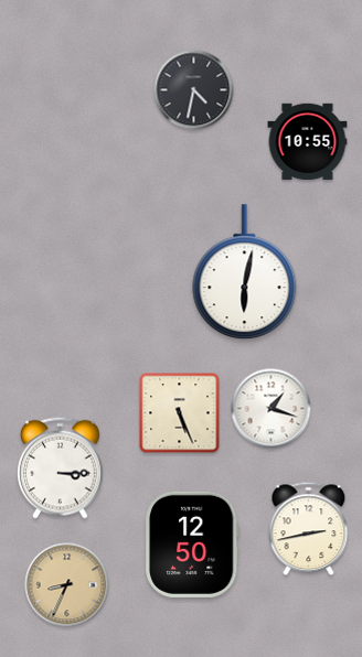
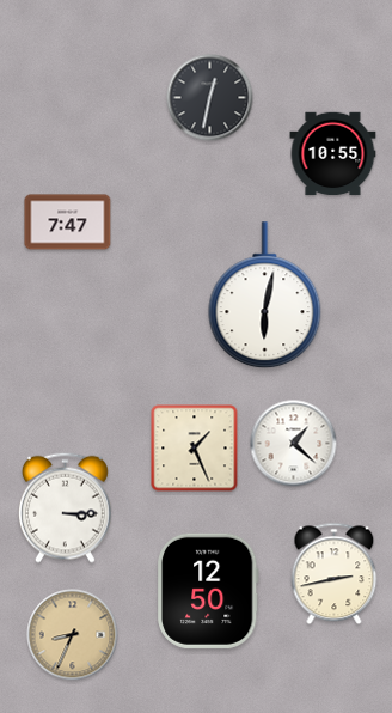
clock at (194, 90): 4:32 -> 12:32
clock at (68, 223): none -> 7:47
clock at (271, 409): 1:18 -> 1:22
clock at (180, 413): 5:26 -> 1:26
